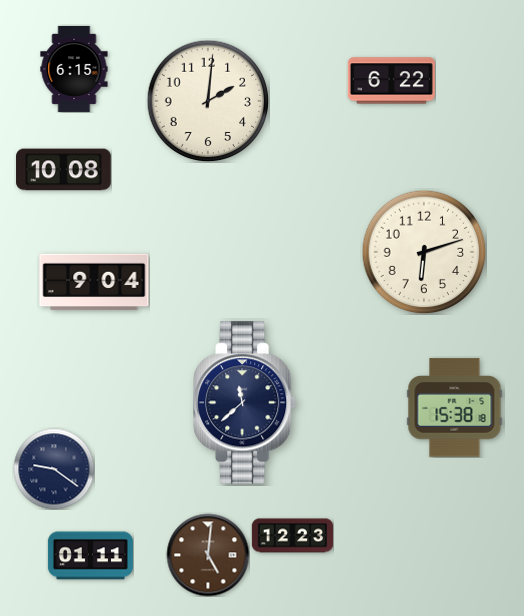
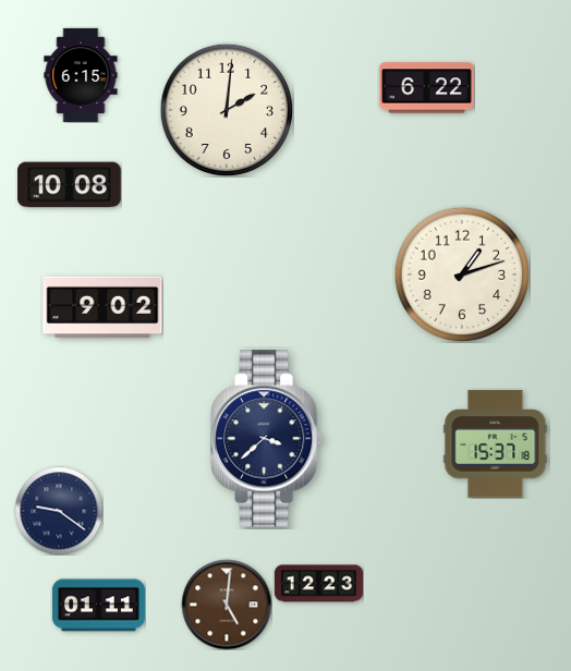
clock at (424, 252): 6:12 -> 1:12
clock at (94, 282): 9:04 -> 9:02
clock at (246, 403): 11:38 -> 3:38
clock at (455, 408): 15:38 -> 15:37
